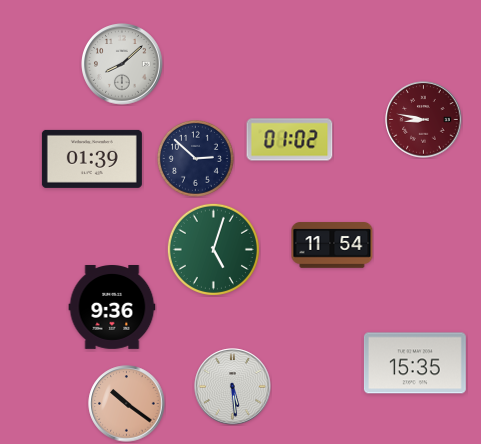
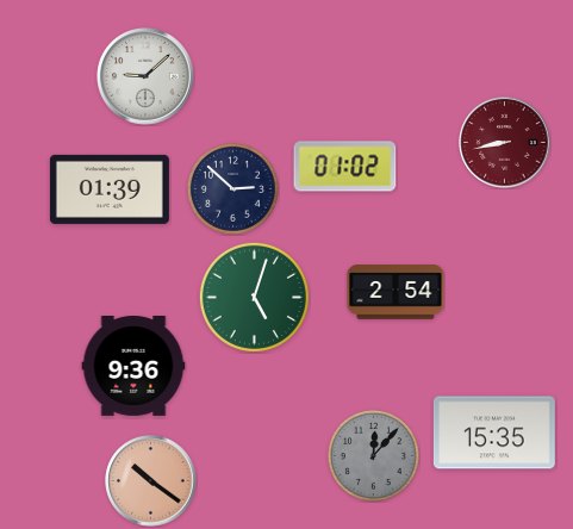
clock at (123, 65): 8:08 -> 9:08
clock at (424, 120): 8:47 -> 8:43
clock at (332, 245): 11:54 -> 2:54
clock at (373, 455): none -> 12:07
clock at (233, 387): 5:29 -> none
